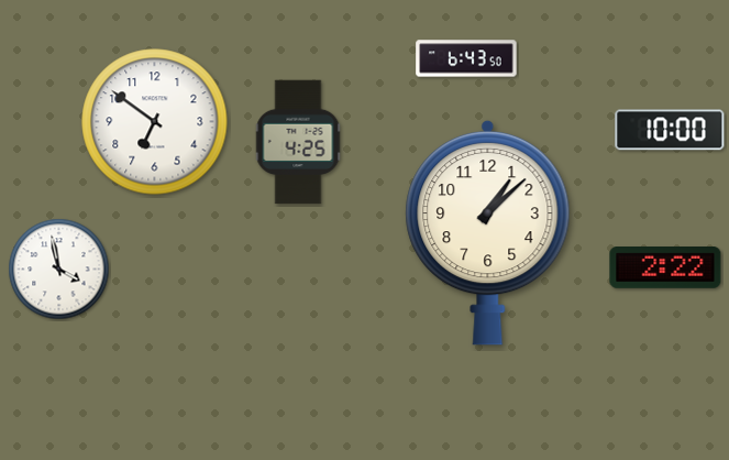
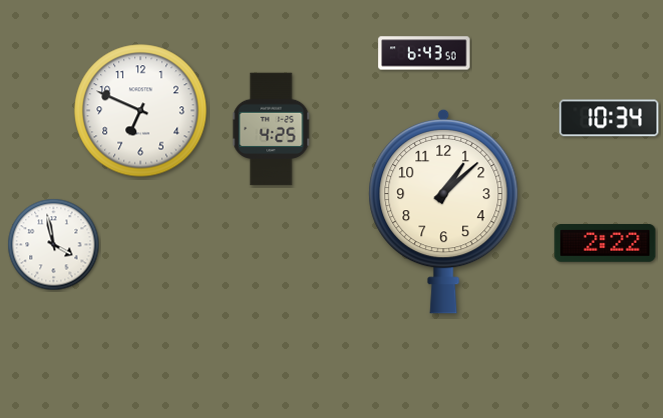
clock at (155, 122): 6:51 -> 6:49
clock at (670, 130): 10:00 -> 10:34
